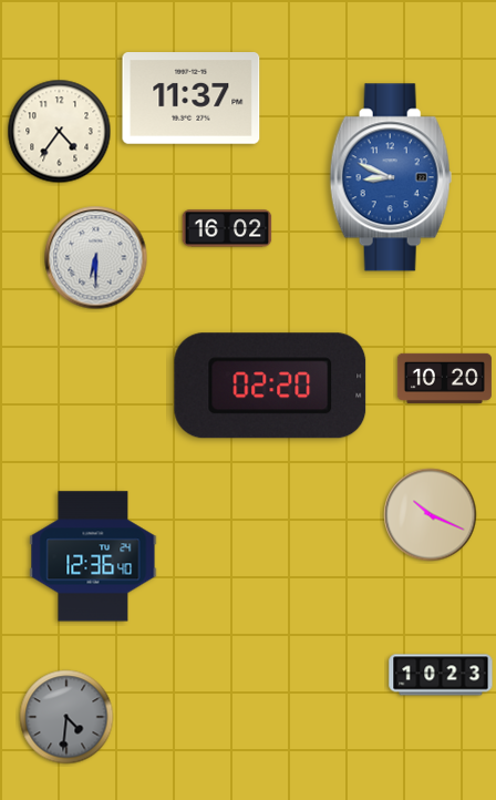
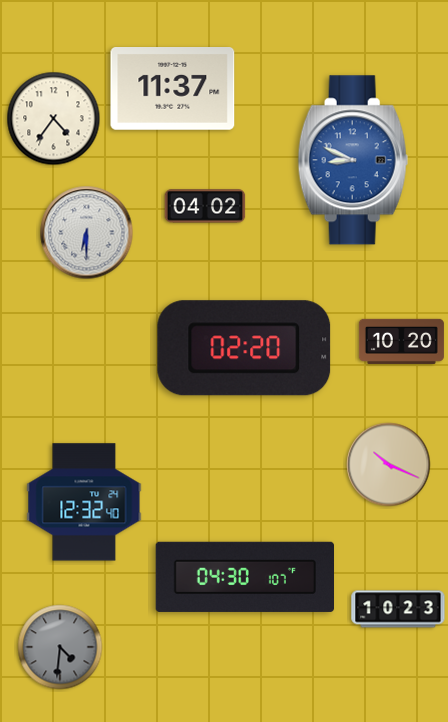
clock at (227, 228): 16:02 -> 04:02
clock at (93, 556): 12:36 -> 12:32
clock at (244, 577): none -> 04:30
